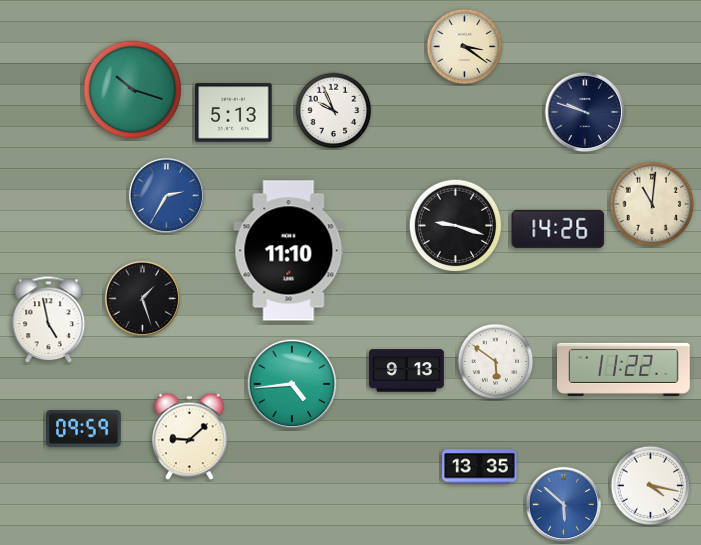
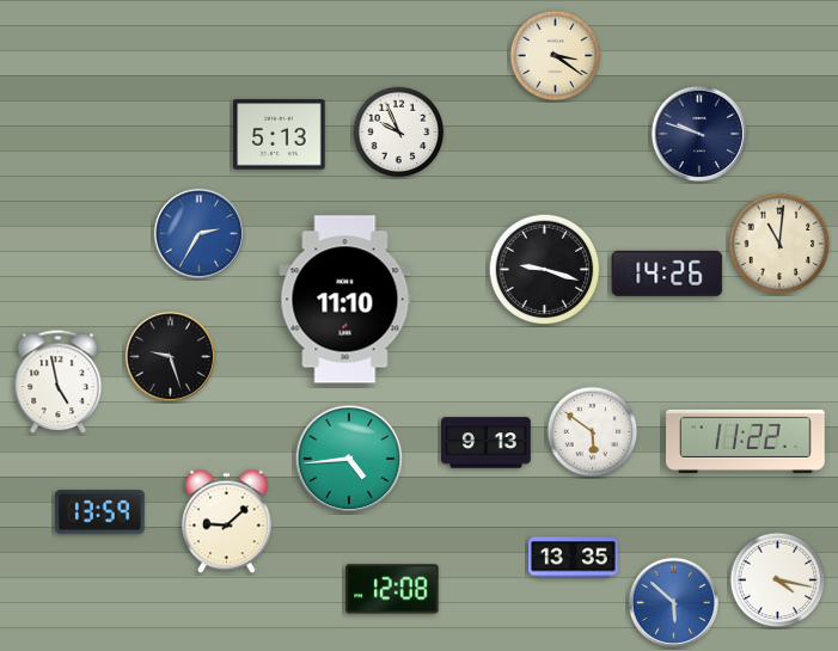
clock at (133, 90): 10:18 -> none
clock at (142, 298): 1:27 -> 9:27
clock at (84, 429): 09:59 -> 13:59
clock at (392, 589): none -> 12:08
